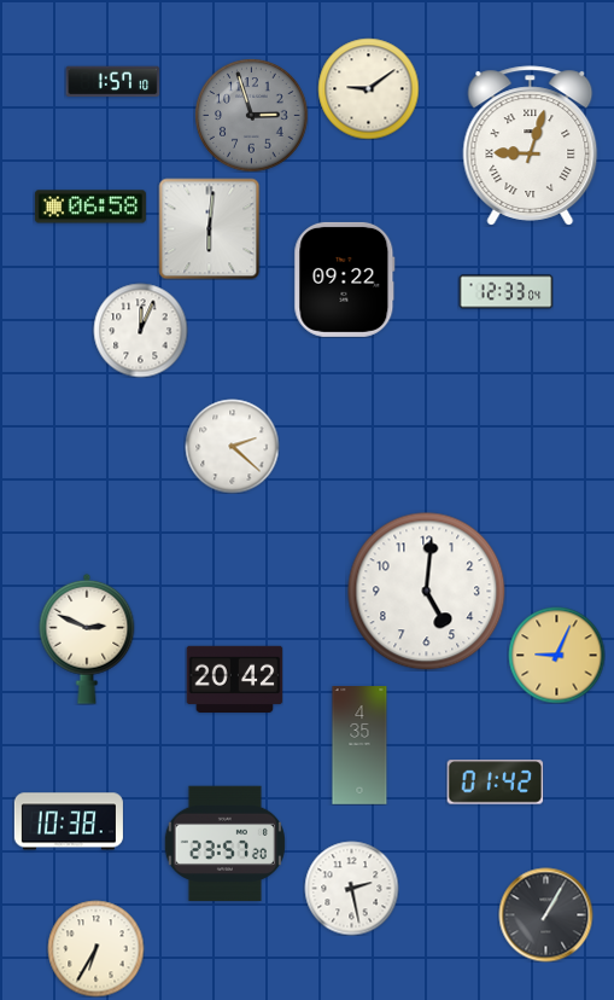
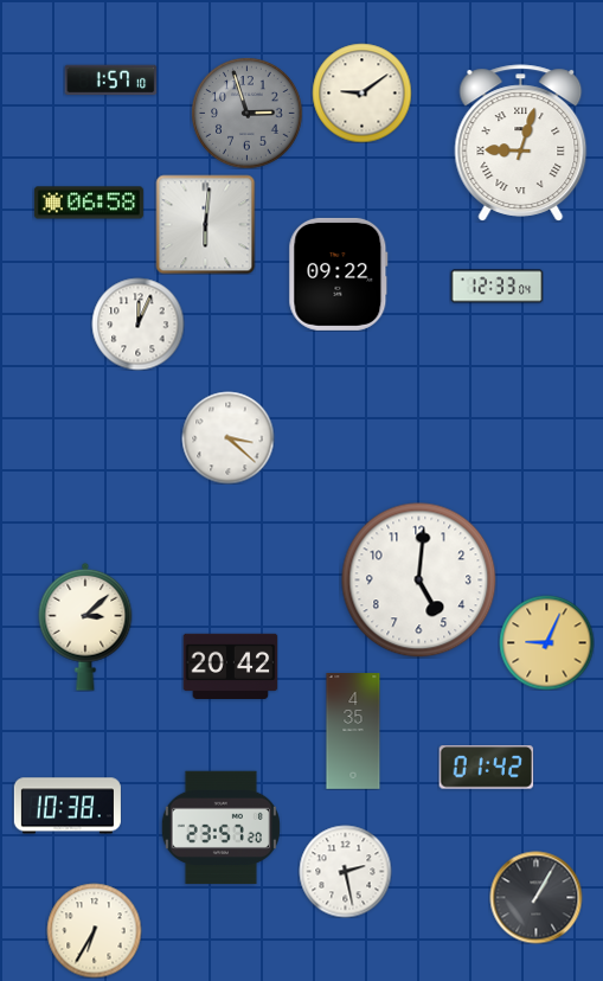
clock at (368, 88) position: (368, 88) -> (361, 92)
clock at (232, 446): 2:22 -> 3:22
clock at (87, 639): 2:49 -> 3:08
